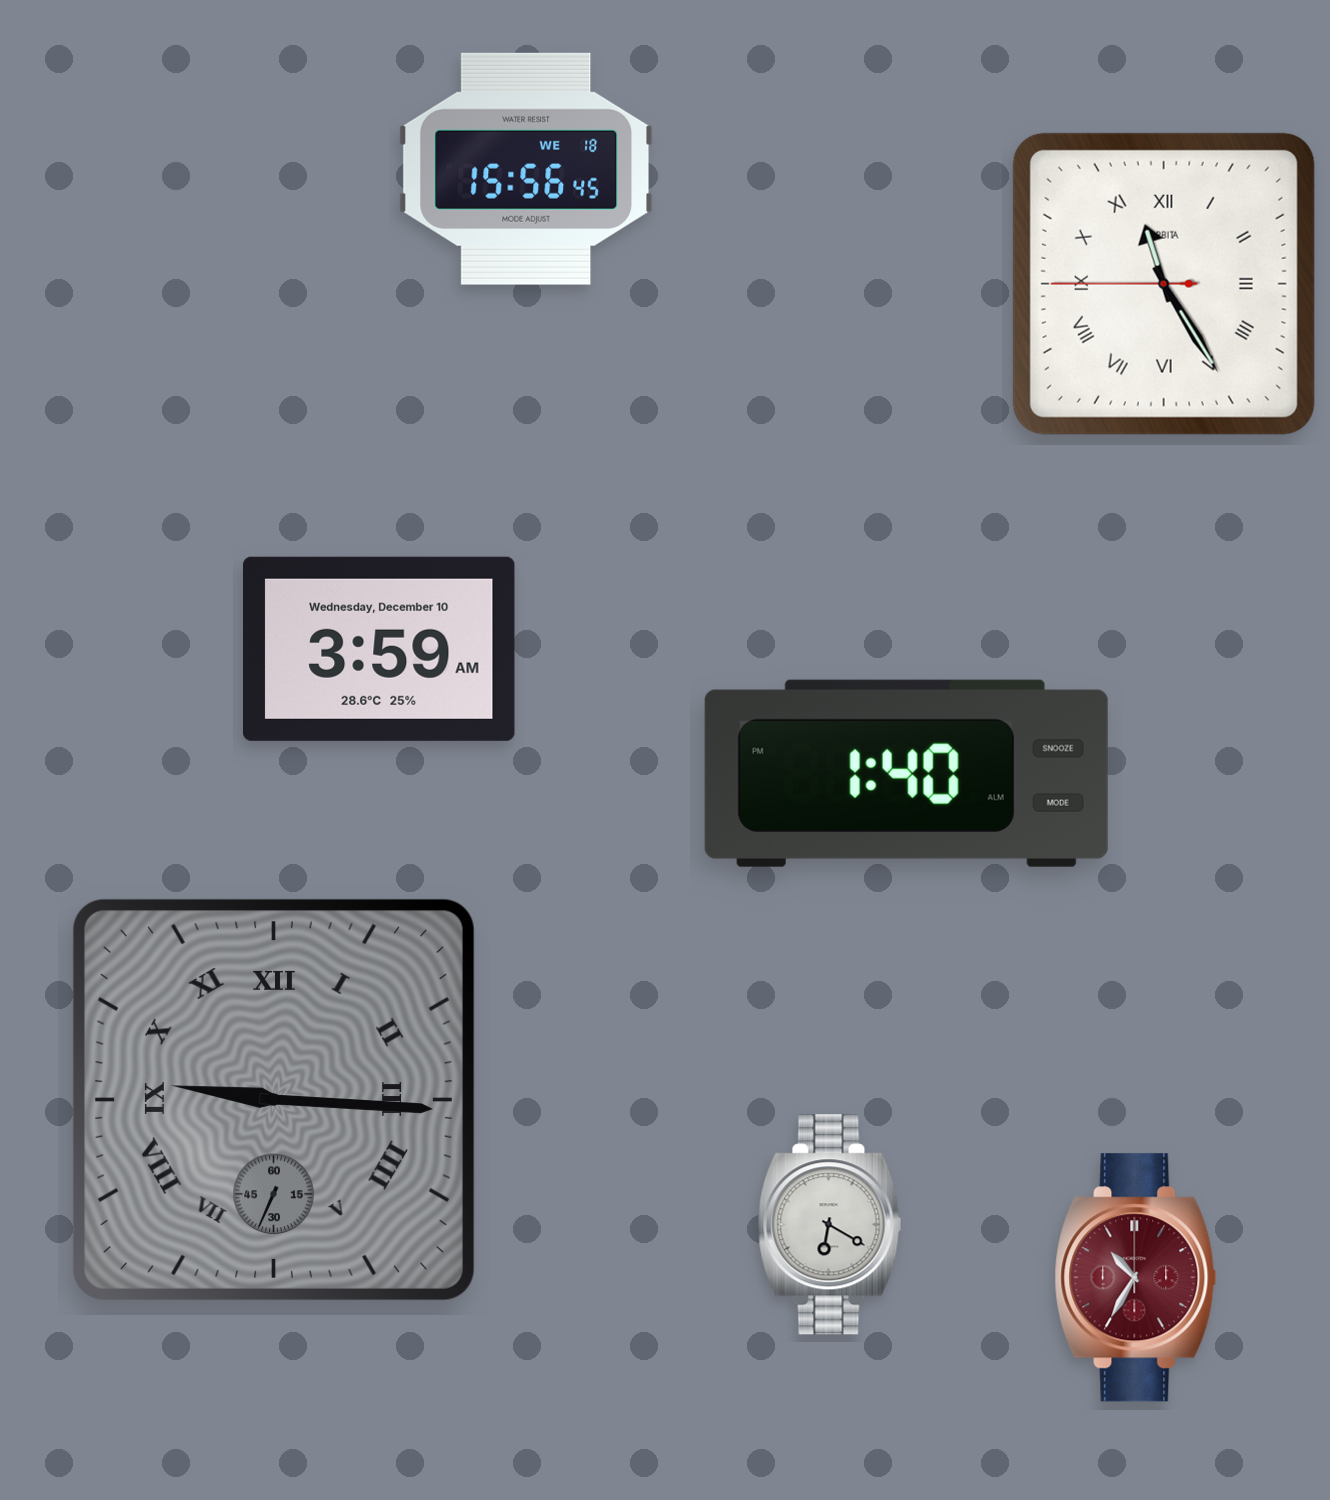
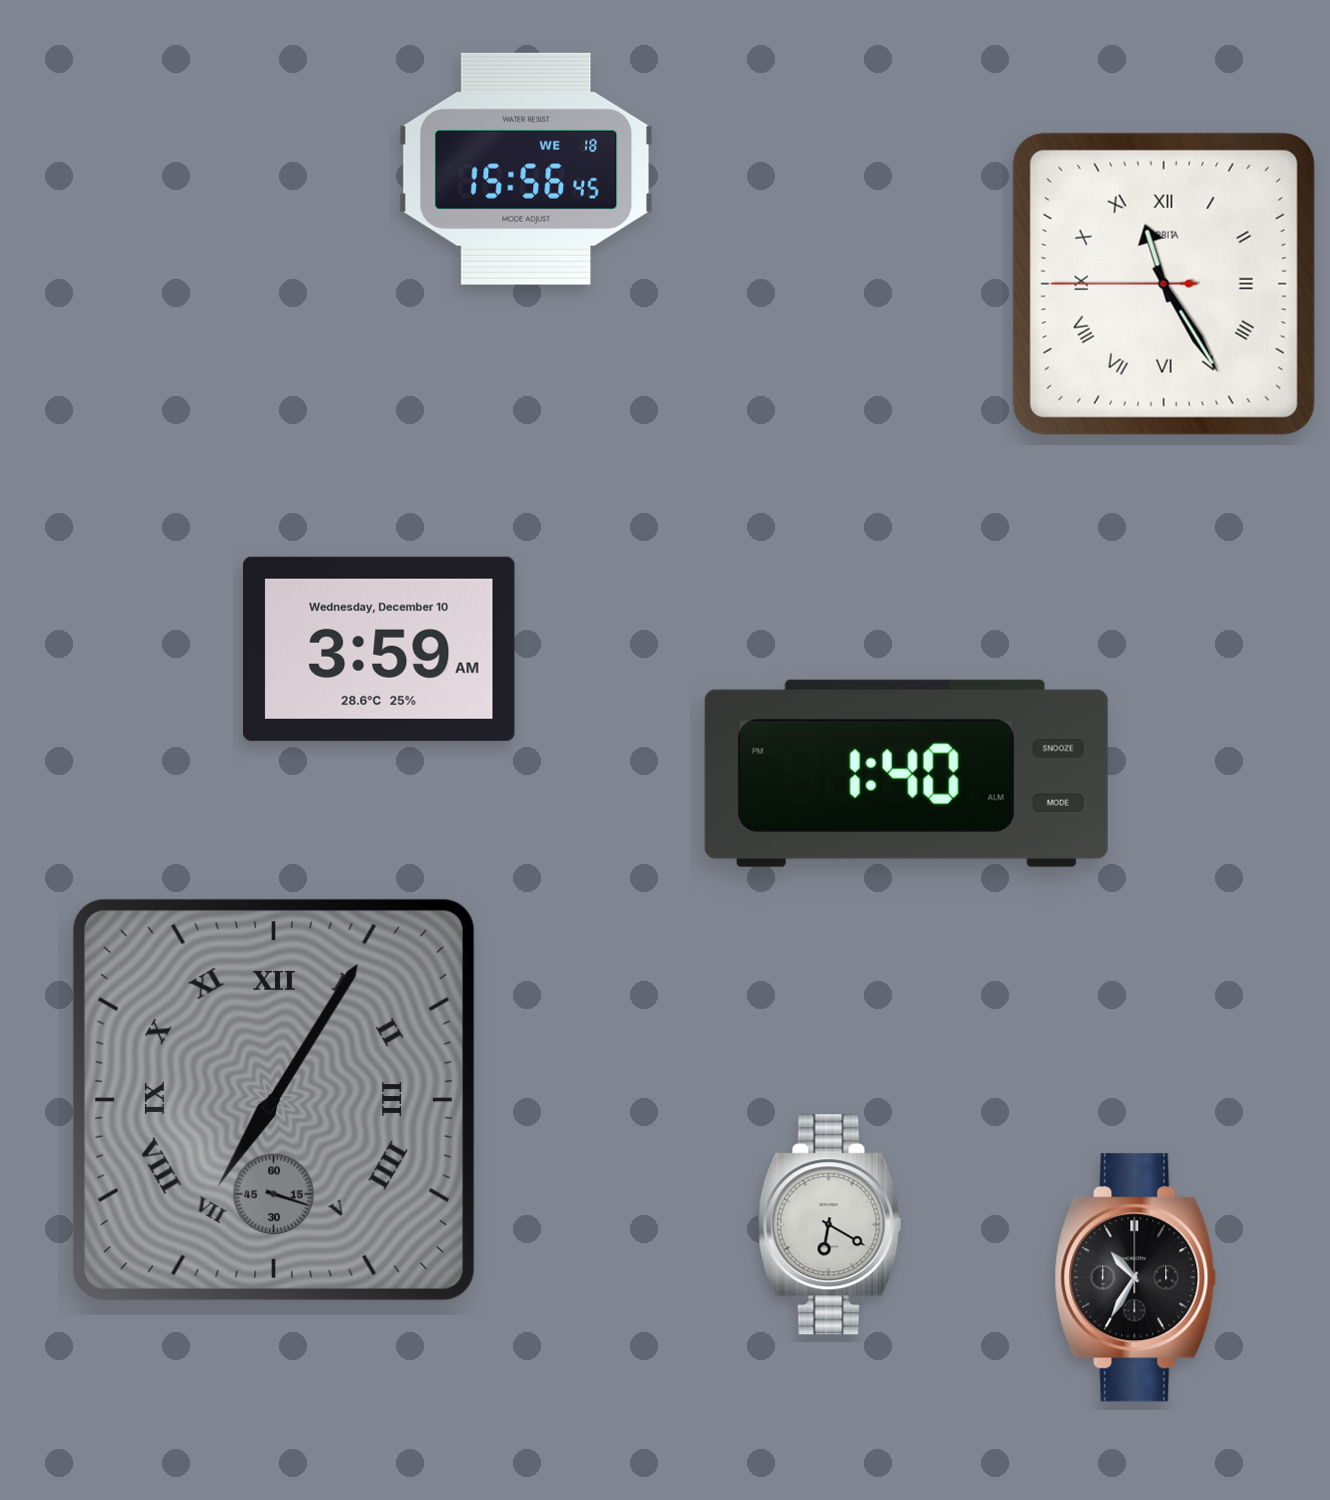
clock at (274, 1100): 9:15 -> 7:05
clock at (1136, 1278) dial: burgundy -> black
